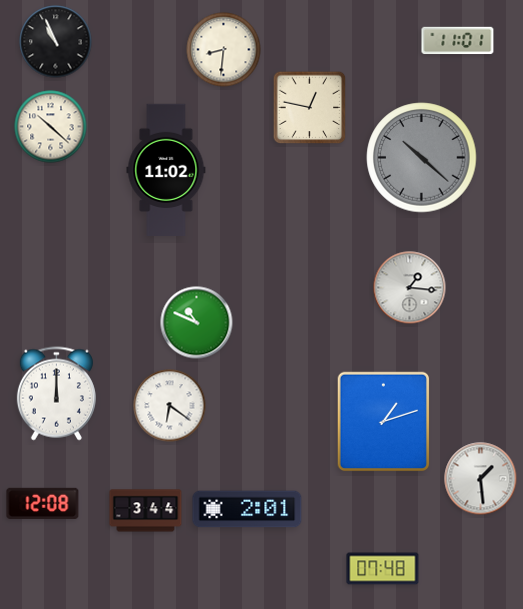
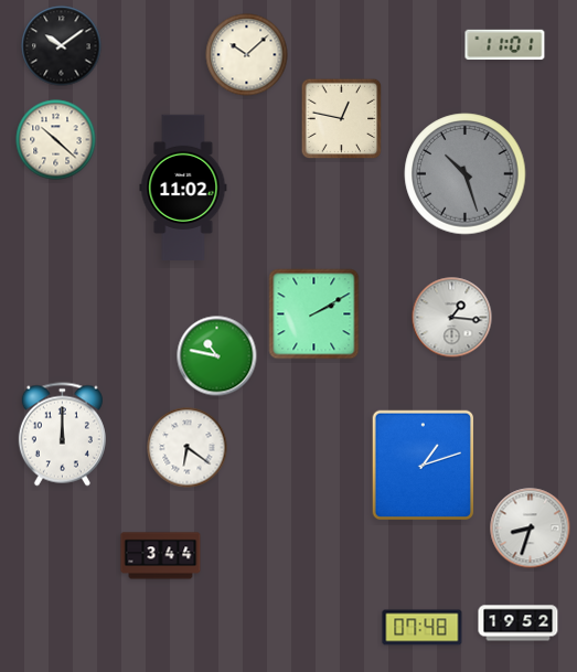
clock at (56, 42): 10:56 -> 10:09
clock at (224, 50): 8:31 -> 10:08
clock at (422, 158): 10:22 -> 10:27
clock at (314, 314): none -> 2:10
clock at (197, 323): 10:49 -> 10:47
clock at (481, 479): 1:29 -> 8:33
clock at (43, 503): 12:08 -> none
clock at (247, 509): 2:01 -> none
clock at (146, 511) position: (146, 511) -> (161, 556)
clock at (519, 623): none -> 19:52
